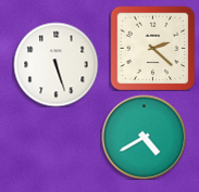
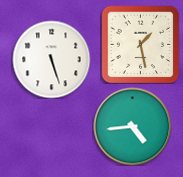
clock at (152, 48): 2:22 -> 1:28
clock at (144, 137): 4:40 -> 4:44
